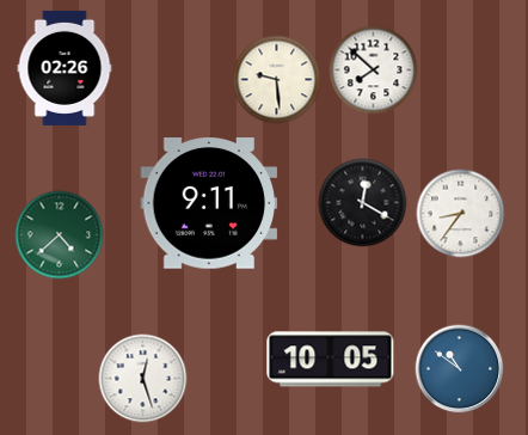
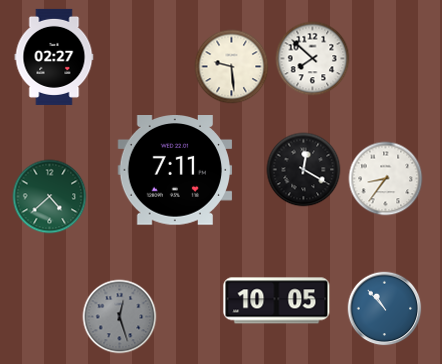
clock at (65, 68): 02:26 -> 02:27
clock at (209, 204): 9:11 -> 7:11
clock at (460, 369): 10:51 -> 10:53
clock at (143, 379) dial: white -> grey
